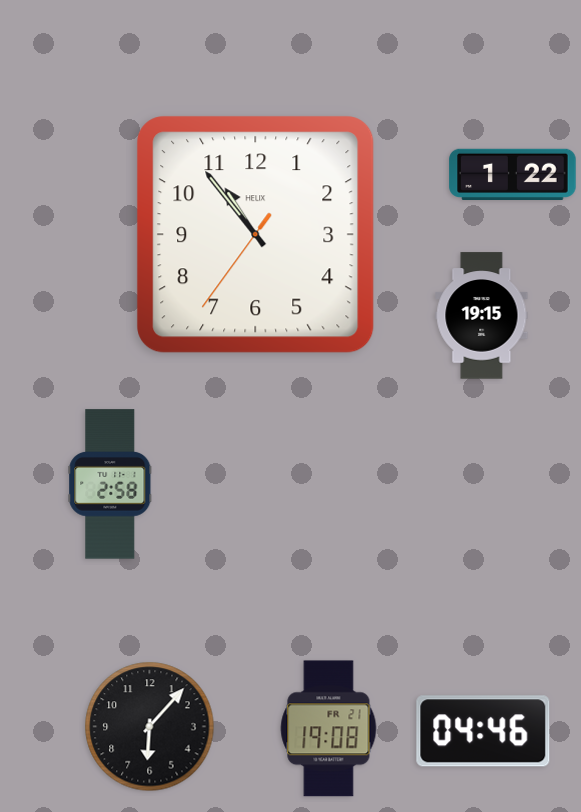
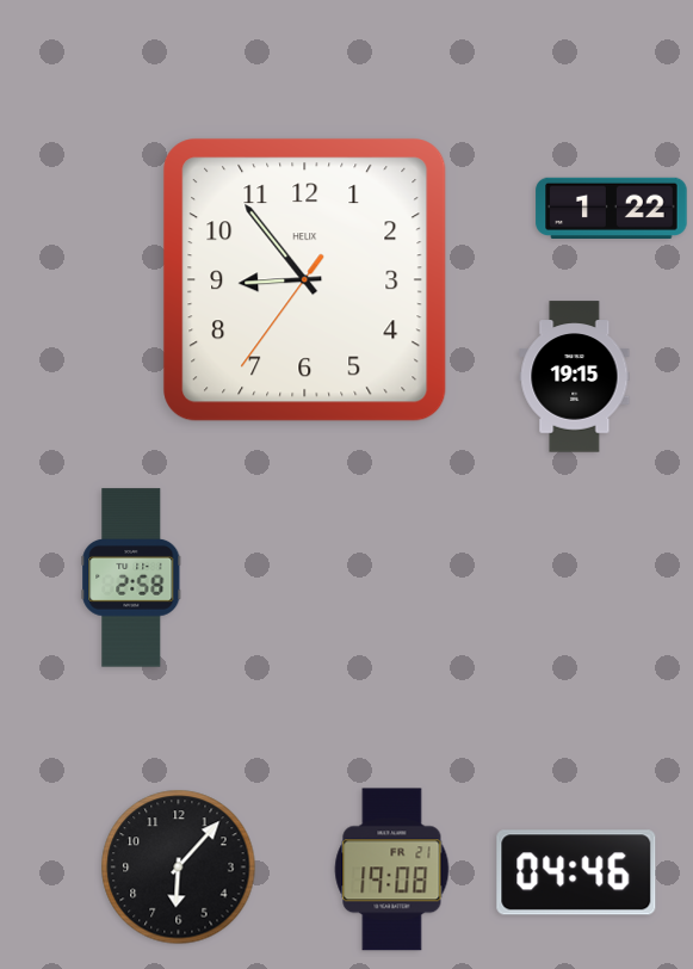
clock at (256, 235): 10:53 -> 8:53
